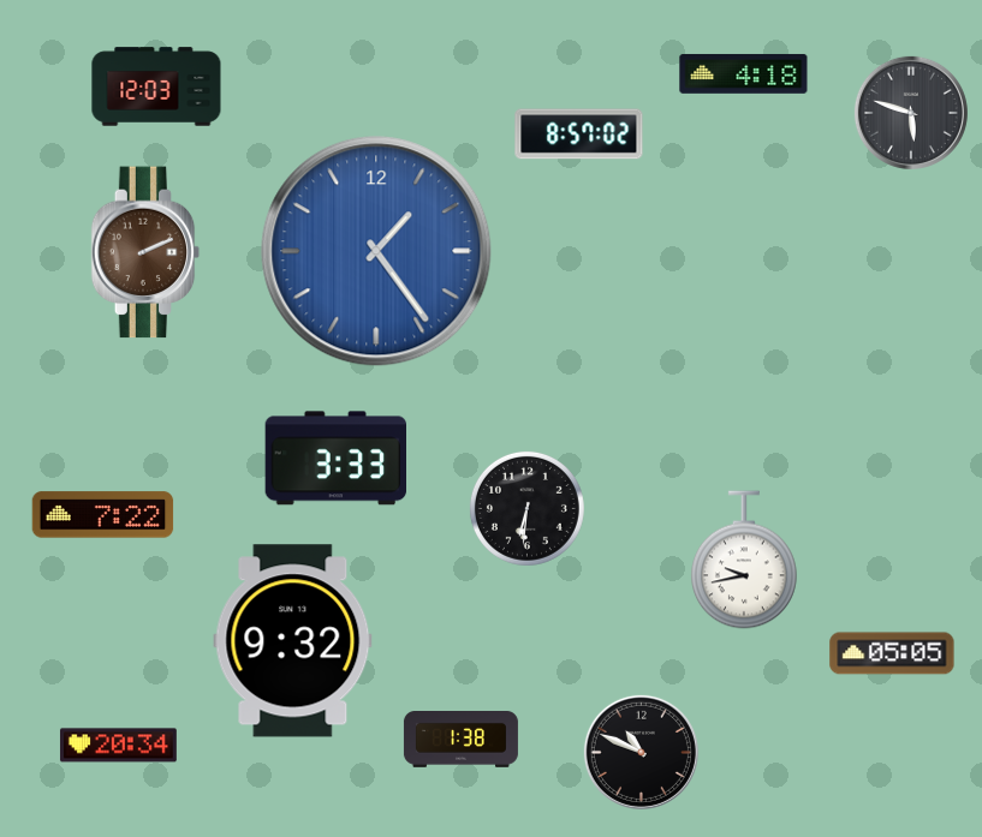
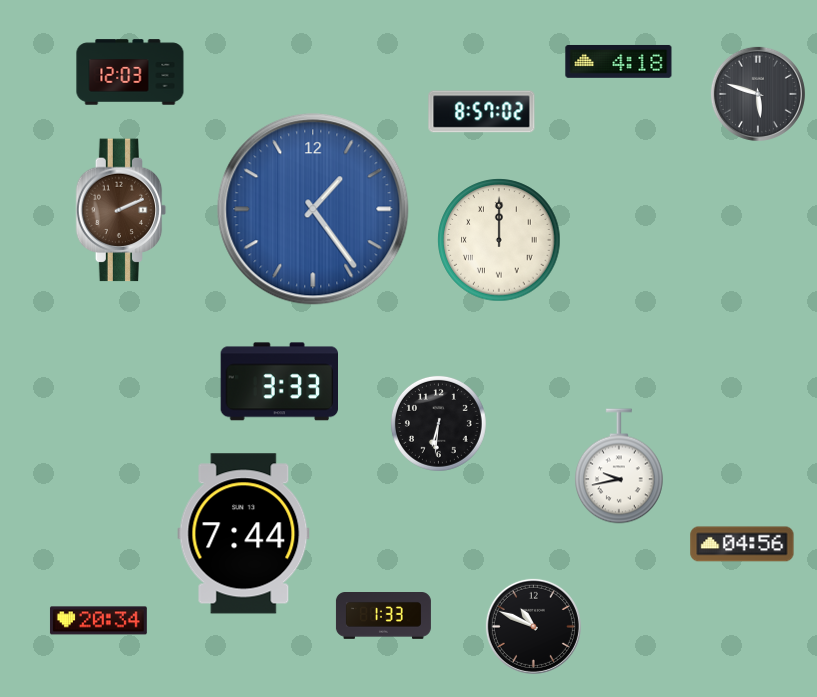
clock at (499, 240): none -> 12:00
clock at (103, 515): 7:22 -> none
clock at (293, 641): 9:32 -> 7:44
clock at (892, 653): 05:05 -> 04:56
clock at (460, 740): 1:38 -> 1:33
